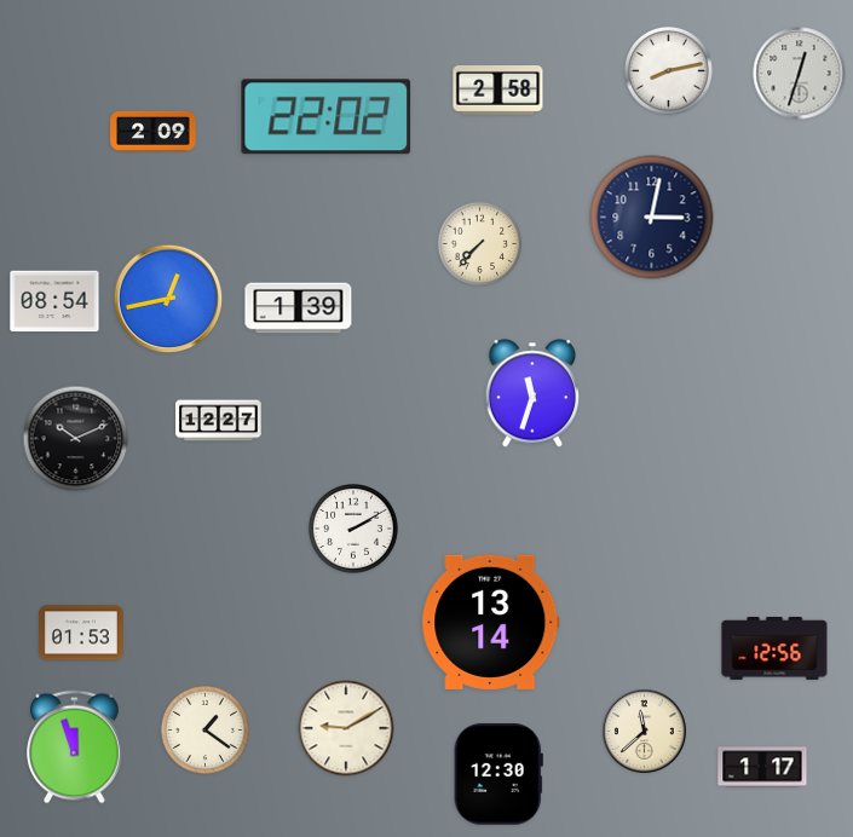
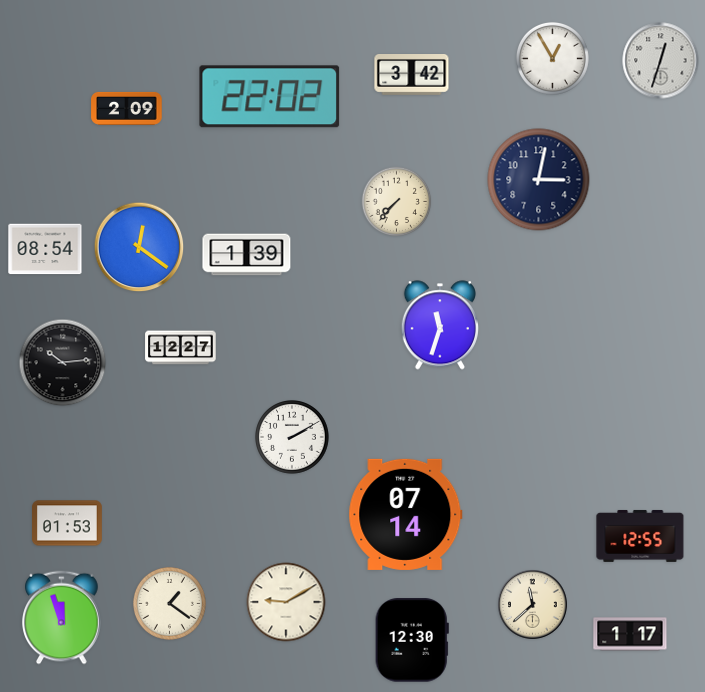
clock at (668, 70): 8:13 -> 12:55
clock at (498, 91): 2:58 -> 3:42
clock at (168, 299): 12:43 -> 12:21
clock at (76, 439): 10:11 -> 10:14
clock at (491, 622): 13:14 -> 07:14
clock at (774, 648): 12:56 -> 12:55
